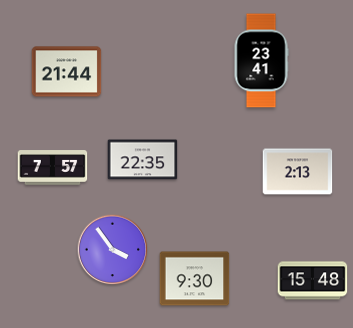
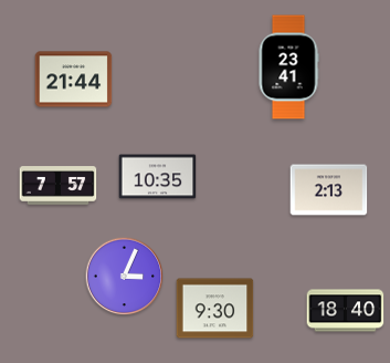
clock at (143, 160): 22:35 -> 10:35
clock at (113, 250): 3:54 -> 3:04
clock at (313, 281): 15:48 -> 18:40
